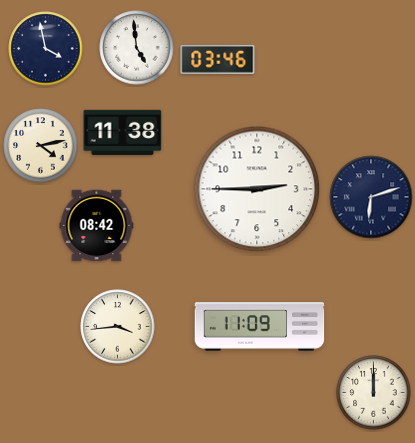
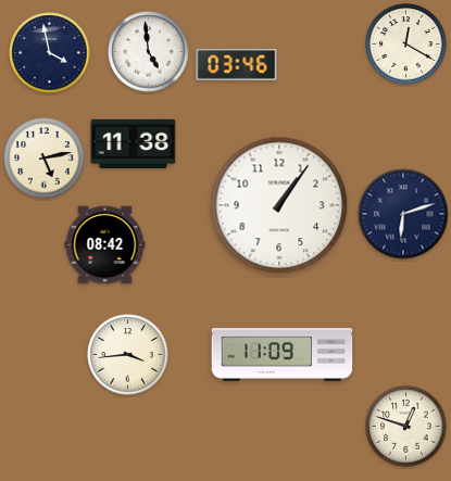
clock at (406, 45): none -> 12:20
clock at (41, 146): 4:13 -> 5:13
clock at (257, 189): 2:45 -> 1:06
clock at (374, 393): 12:00 -> 12:48
